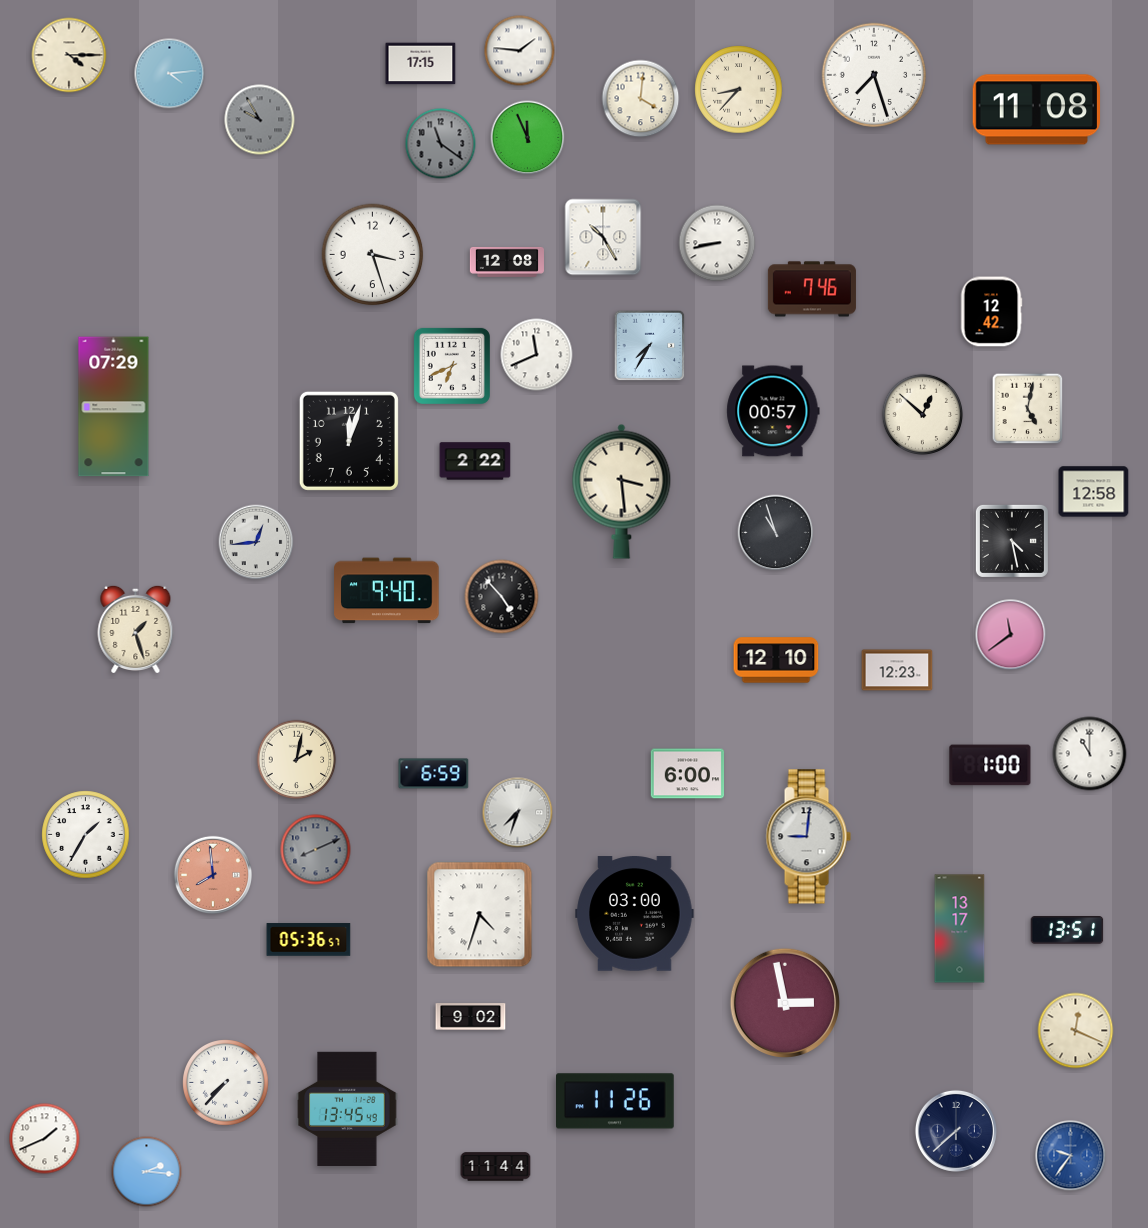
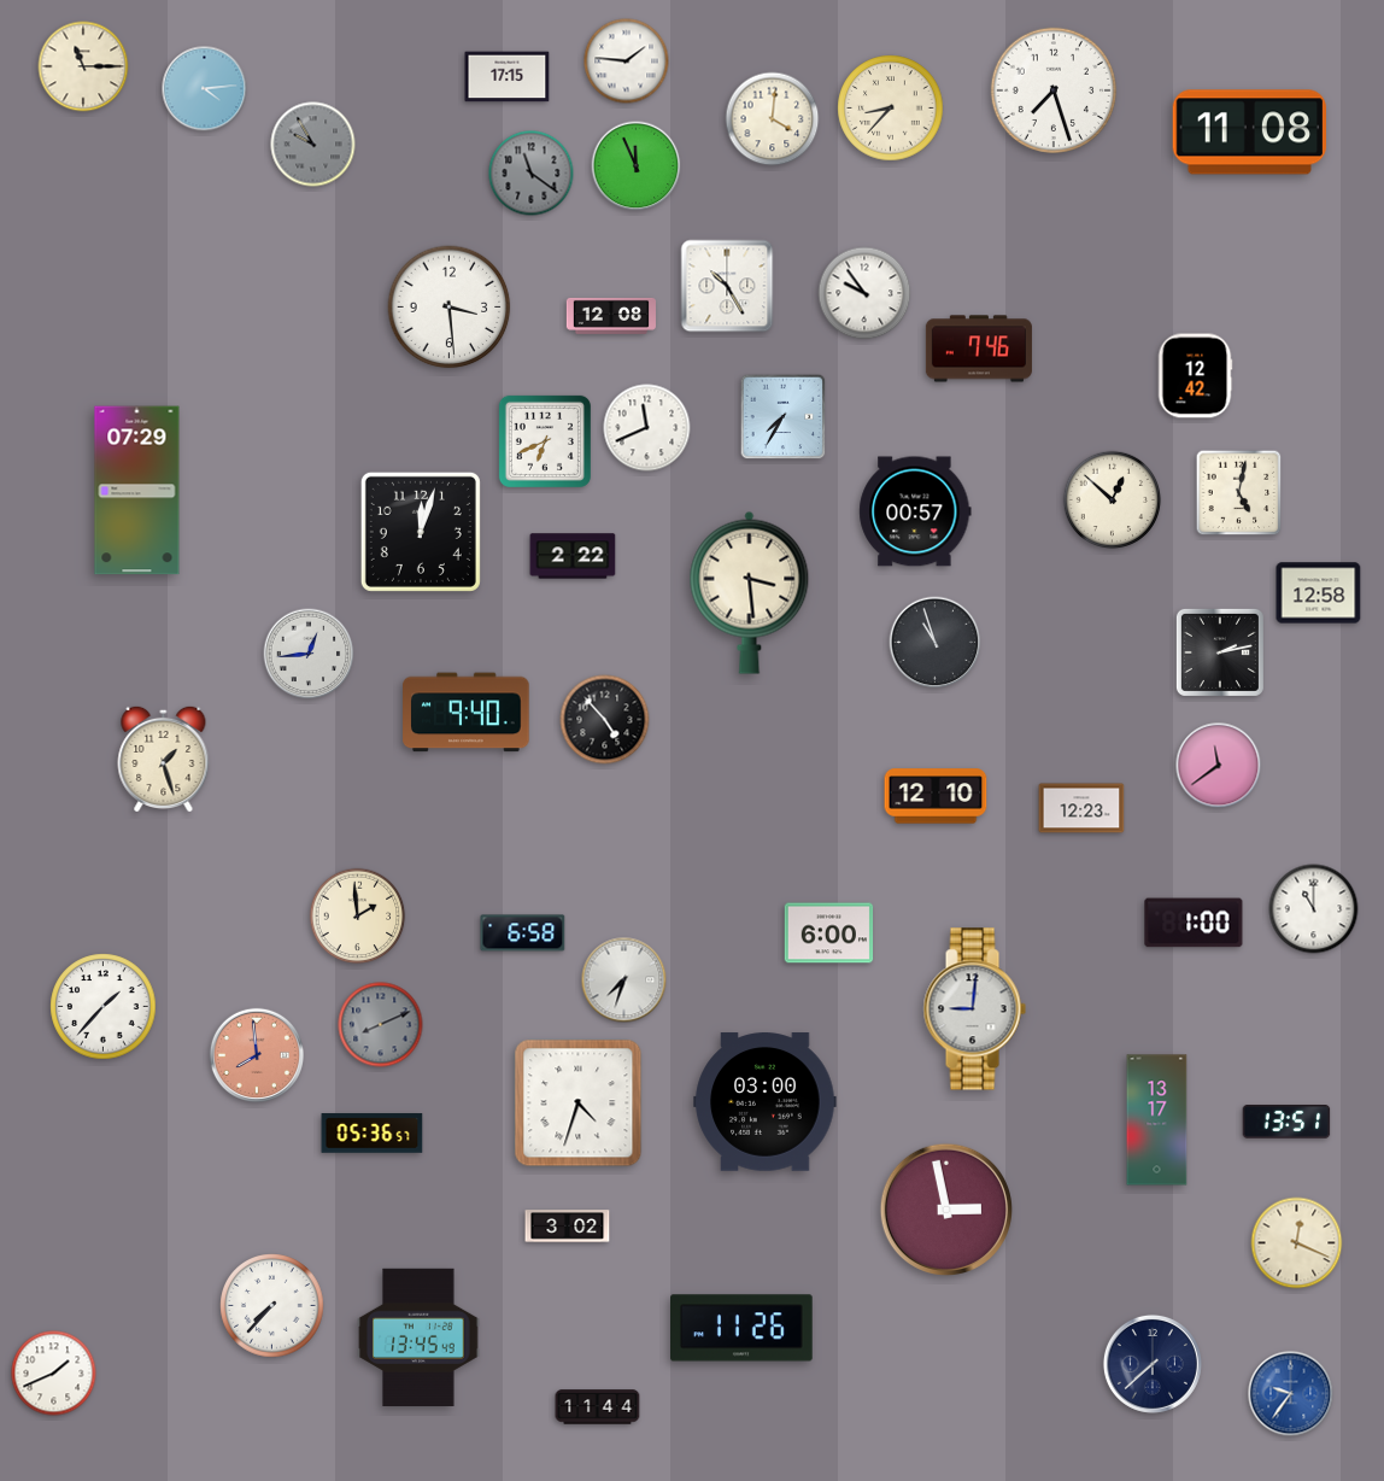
clock at (69, 55): 4:15 -> 11:15
clock at (717, 243): 8:43 -> 9:54
clock at (373, 255): 3:27 -> 3:29
clock at (773, 411) position: (773, 411) -> (915, 511)
clock at (1012, 541): 4:28 -> 2:13
clock at (297, 760): 2:02 -> 1:59
clock at (434, 774): 6:59 -> 6:58
clock at (86, 835): 1:35 -> 1:37
clock at (471, 1017): 9:02 -> 3:02
clock at (147, 1172): 2:16 -> none
